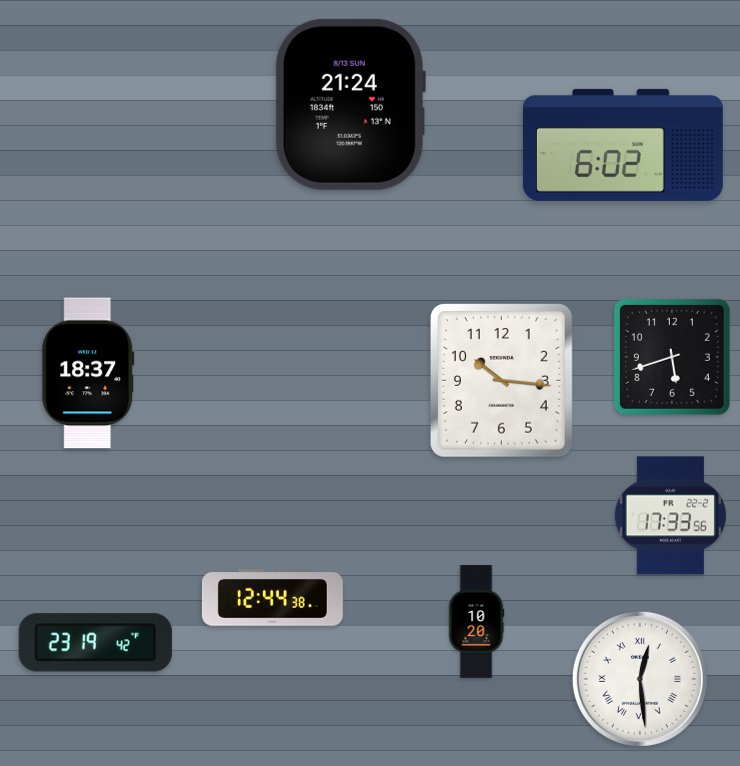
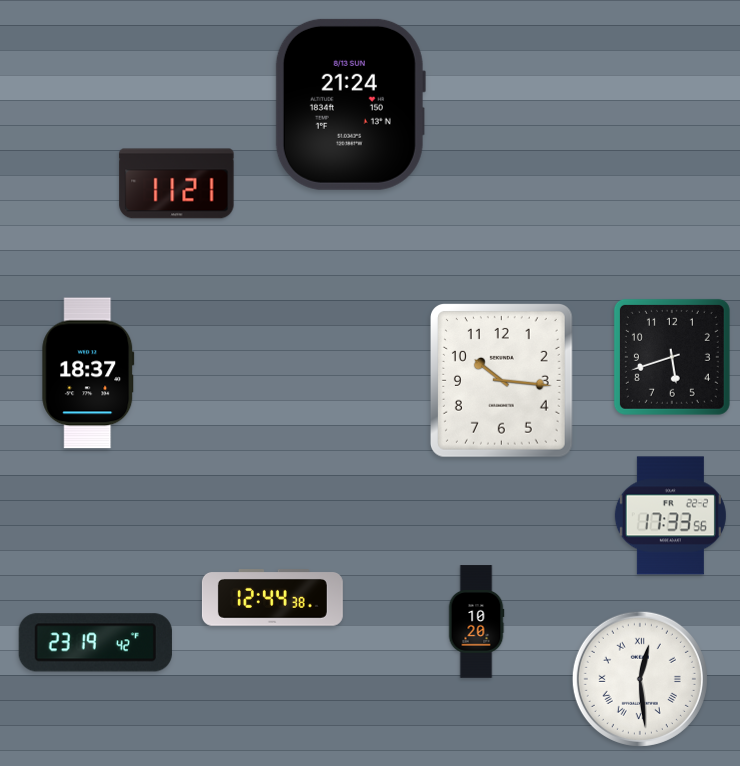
clock at (623, 145): 6:02 -> none
clock at (177, 184): none -> 11:21
